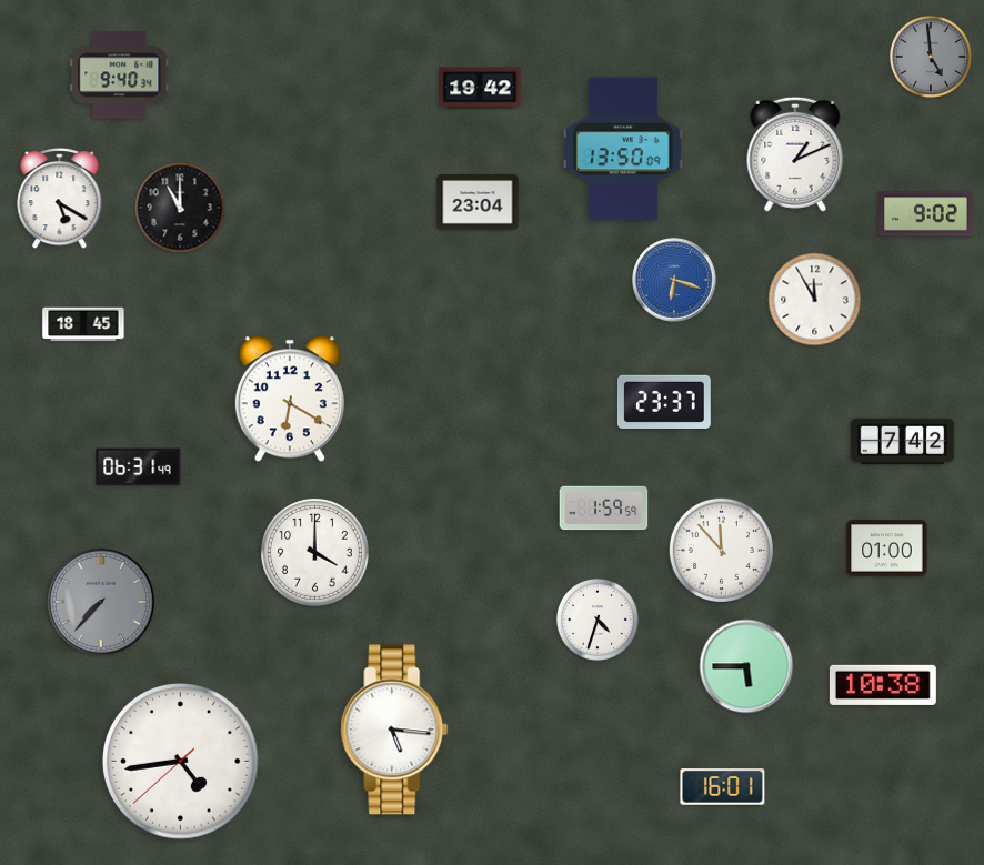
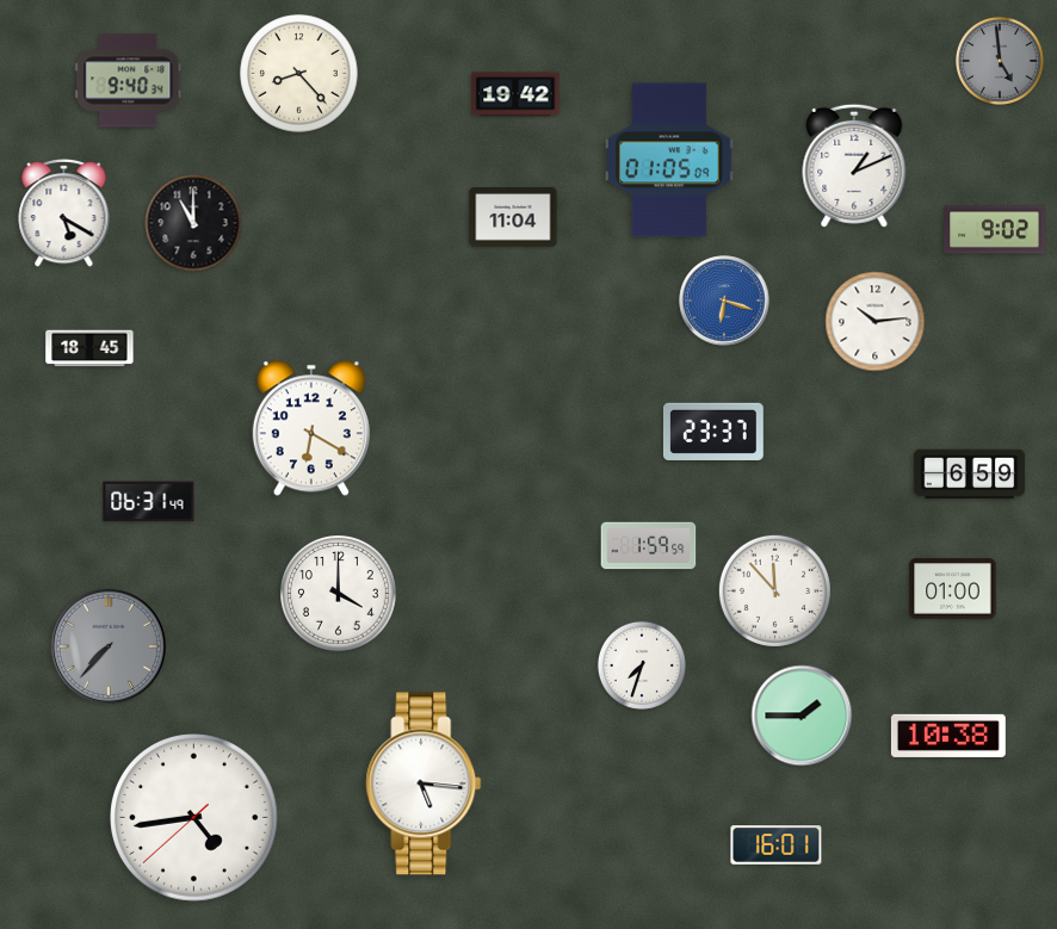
clock at (299, 74): none -> 8:23
clock at (624, 149): 13:50 -> 01:05
clock at (478, 203): 23:04 -> 11:04
clock at (815, 300): 11:55 -> 10:14
clock at (903, 442): 7:42 -> 6:59
clock at (598, 620): 4:33 -> 7:33
clock at (746, 666): 5:45 -> 1:45
